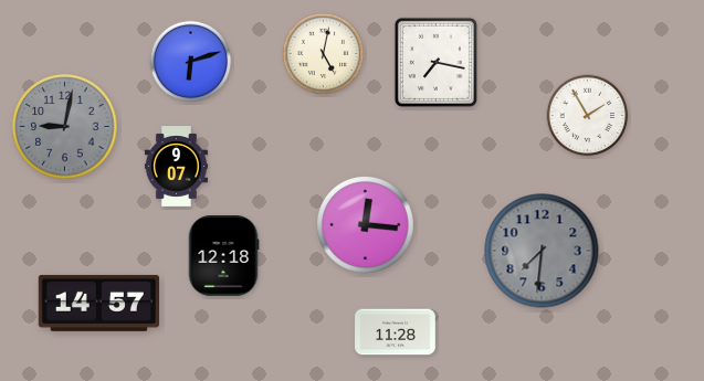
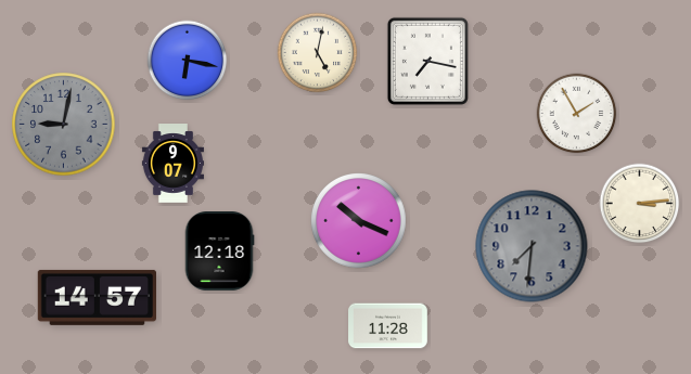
clock at (191, 62): 6:12 -> 6:17
clock at (640, 204): none -> 3:14
clock at (366, 225): 12:16 -> 10:19
